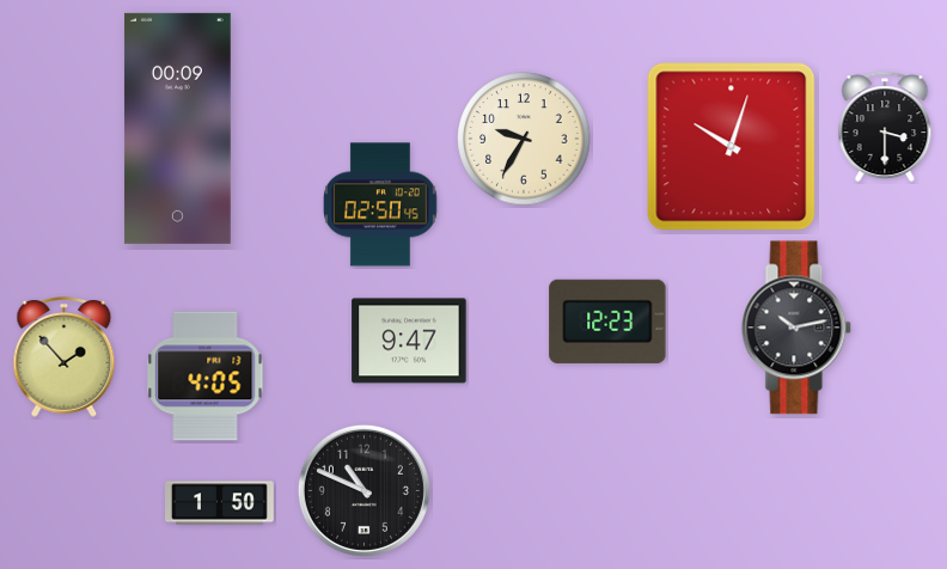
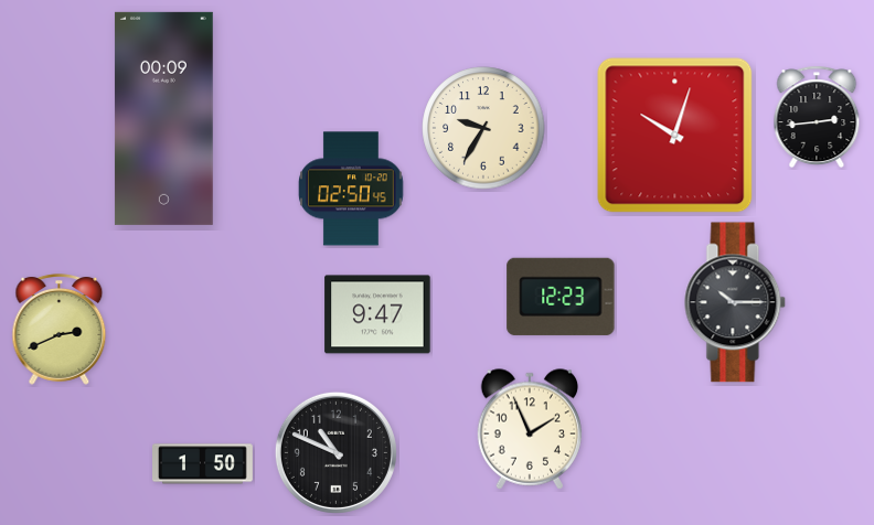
clock at (885, 127): 3:30 -> 2:44
clock at (796, 328): 10:13 -> 10:15
clock at (65, 357): 1:53 -> 2:41
clock at (206, 377): 4:05 -> none
clock at (530, 429): none -> 1:56
